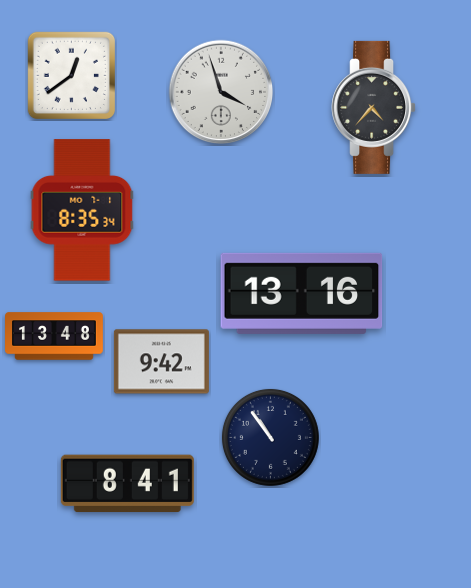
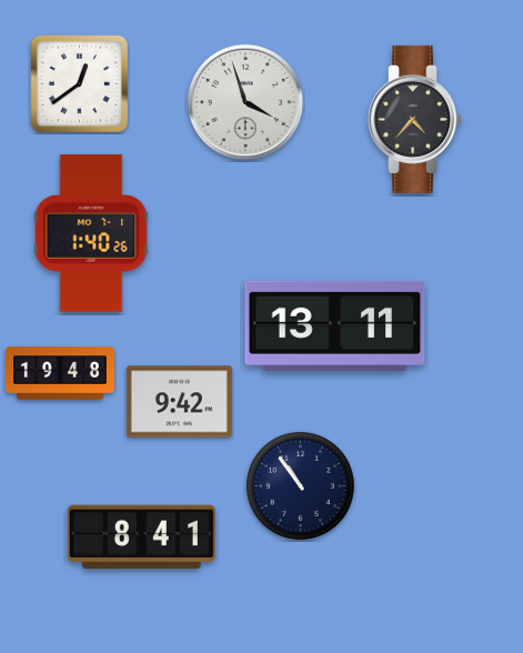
clock at (82, 210): 8:35 -> 1:40
clock at (302, 293): 13:16 -> 13:11
clock at (55, 336): 13:48 -> 19:48
